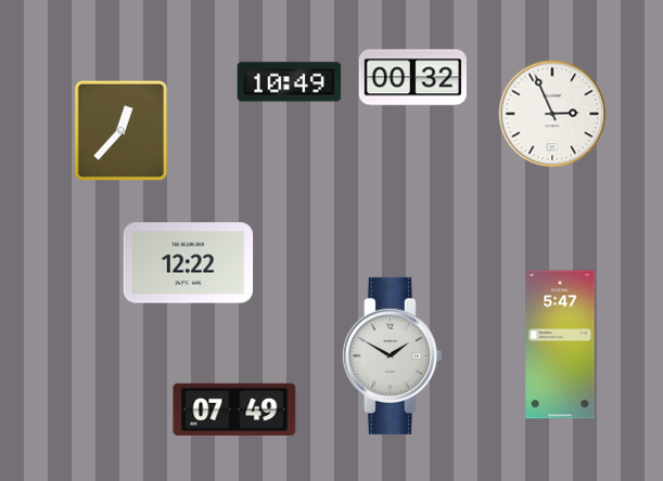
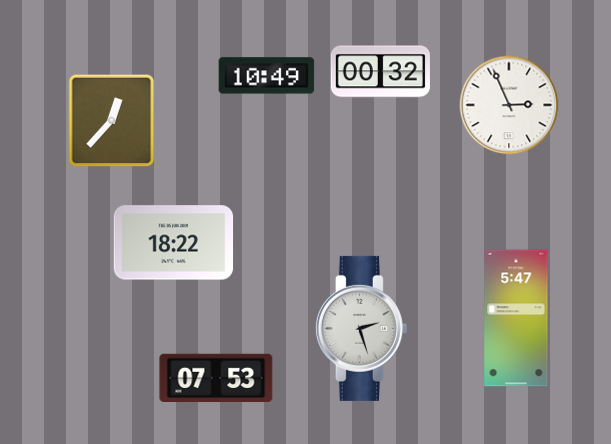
clock at (189, 263): 12:22 -> 18:22
clock at (392, 355): 1:50 -> 2:27
clock at (234, 408): 07:49 -> 07:53
